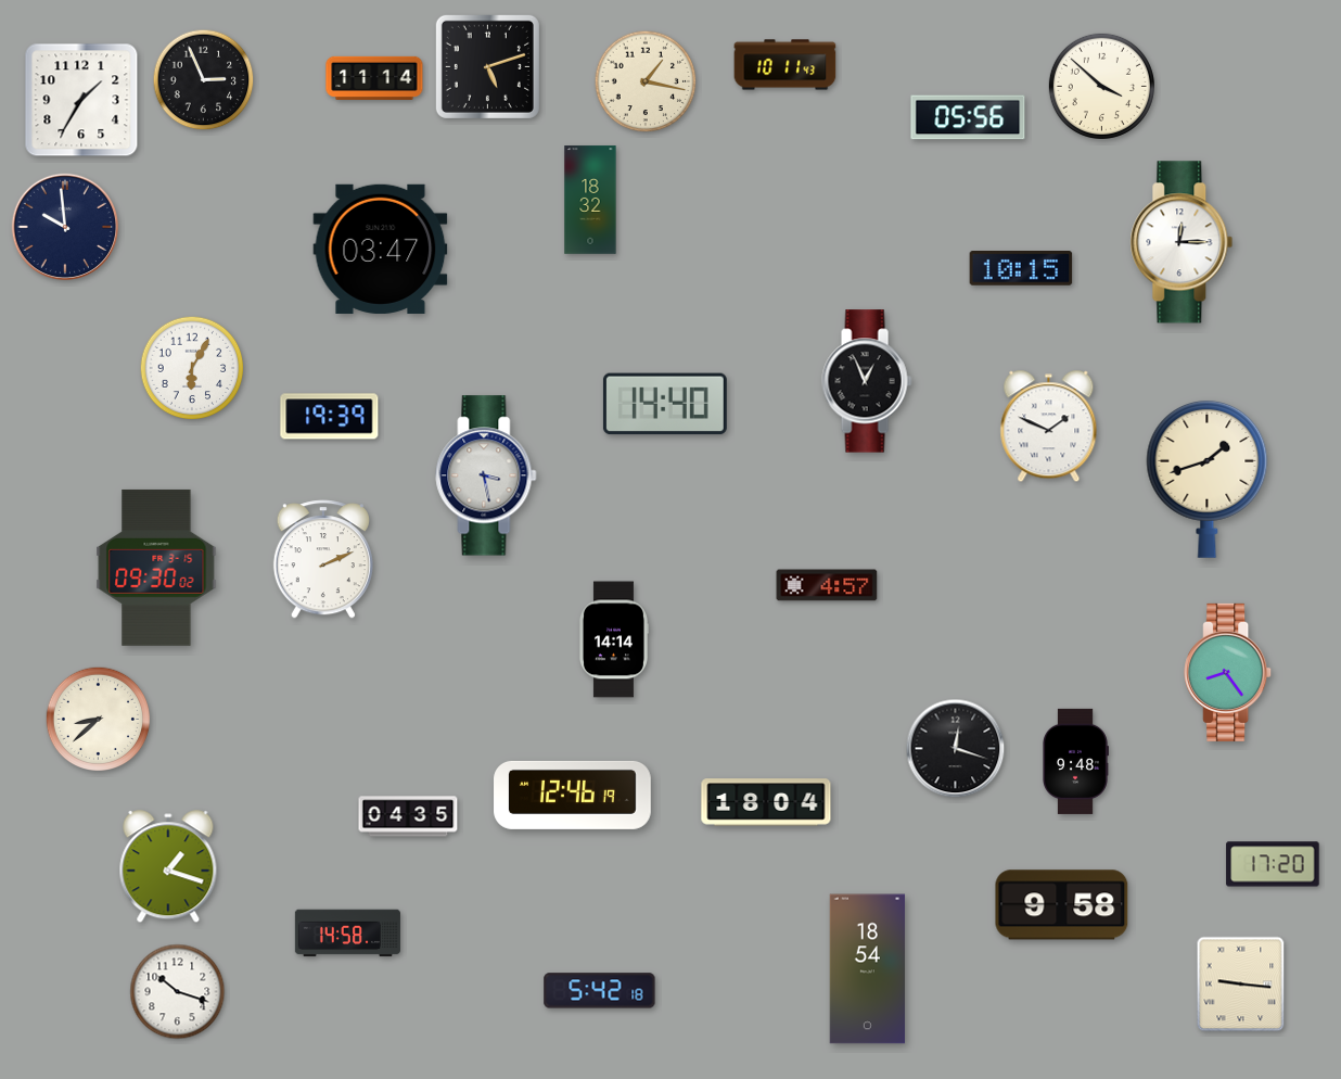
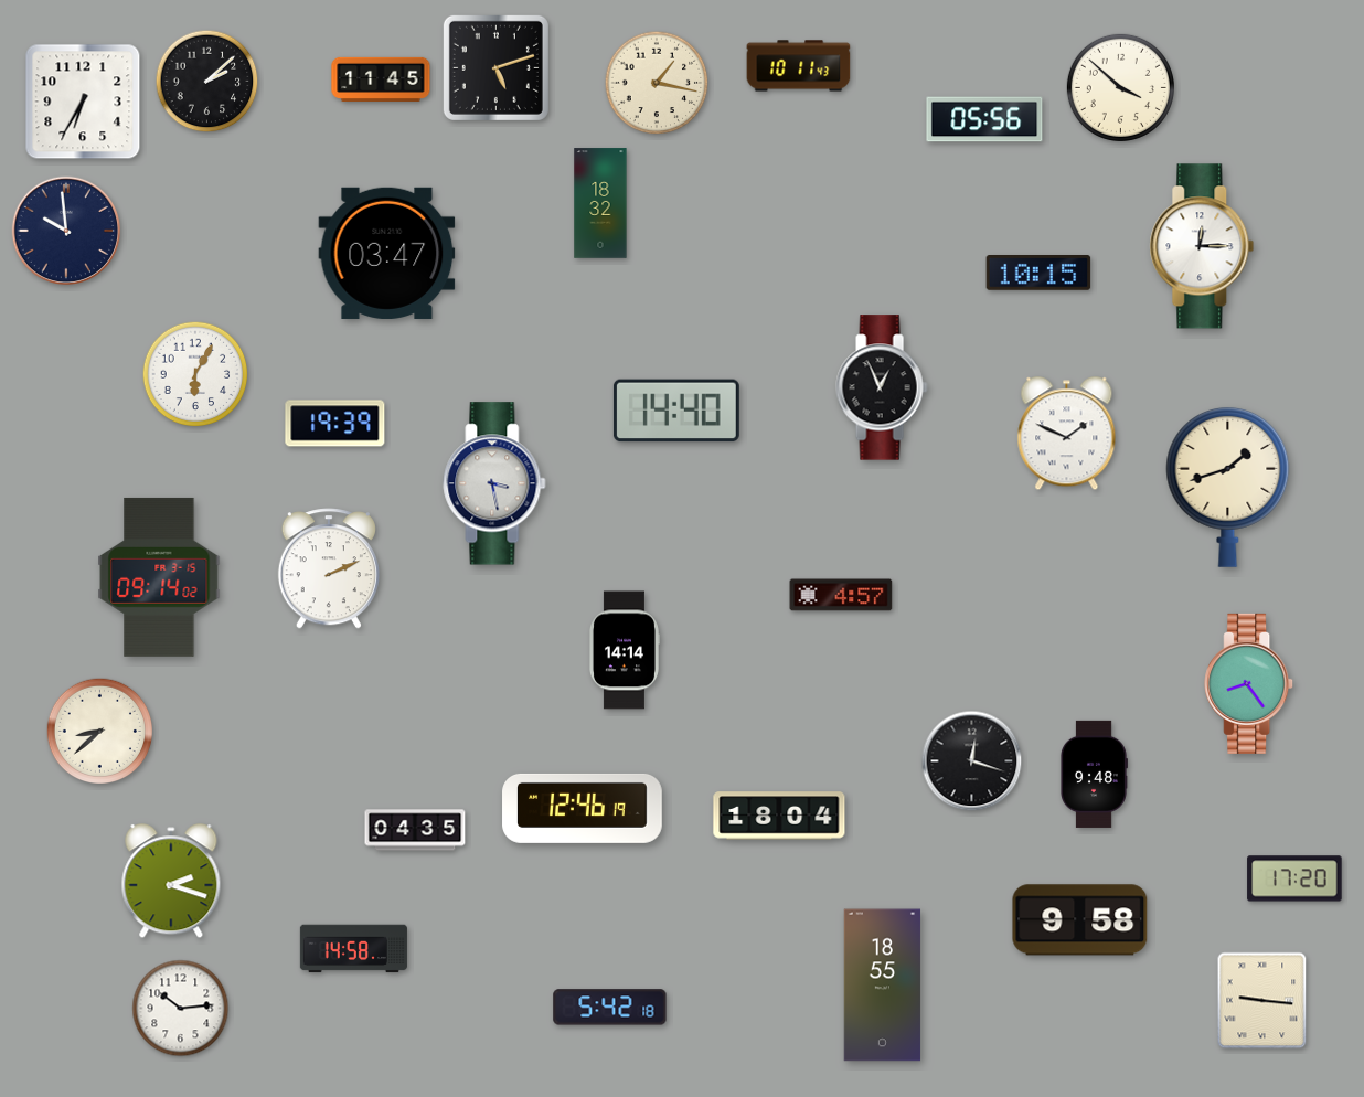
clock at (374, 78): 11:14 -> 11:45
clock at (204, 80): 2:56 -> 2:08
clock at (81, 100): 1:35 -> 6:35
clock at (156, 568): 09:30 -> 09:14
clock at (168, 867): 1:18 -> 2:18
clock at (868, 969): 18:54 -> 18:55
clock at (178, 992): 10:18 -> 10:14
